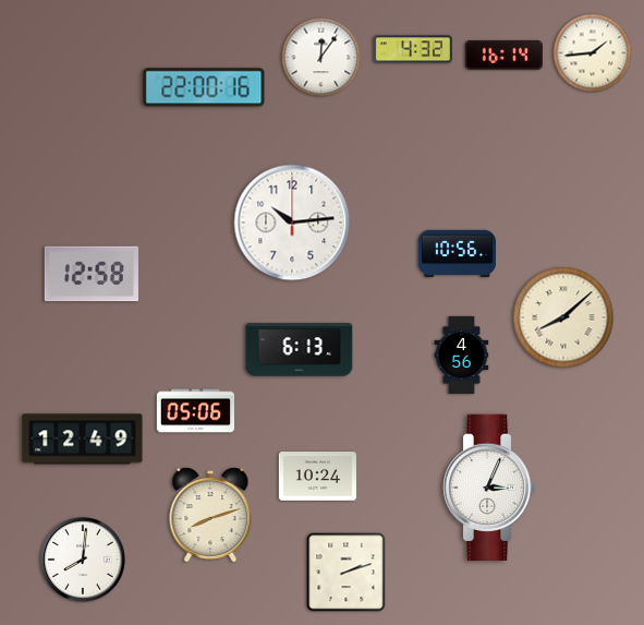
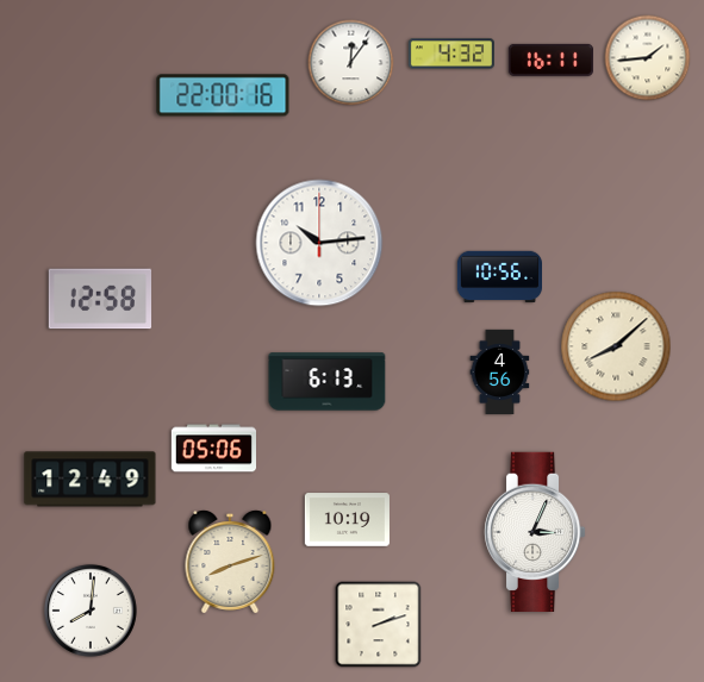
clock at (503, 55): 16:14 -> 16:11
clock at (462, 354) position: (462, 354) -> (500, 371)
clock at (317, 477): 10:24 -> 10:19
